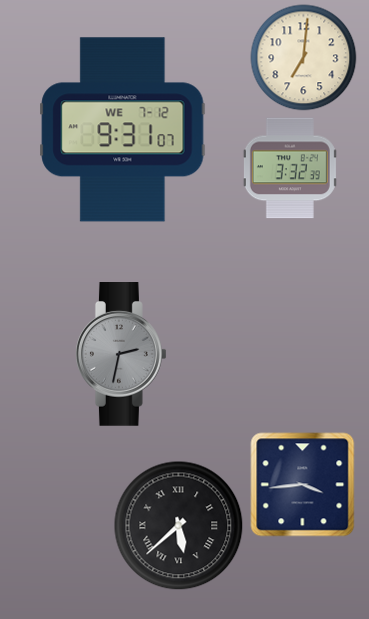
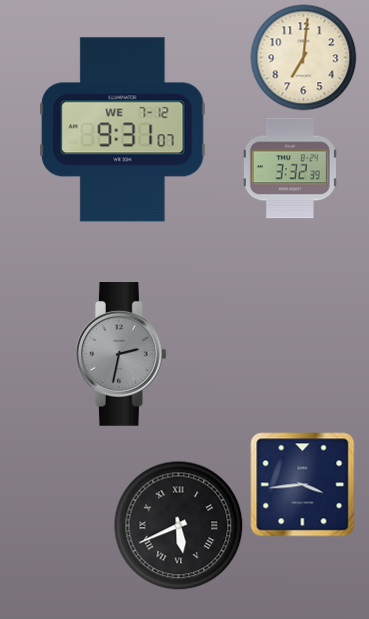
clock at (179, 526): 5:38 -> 5:41
